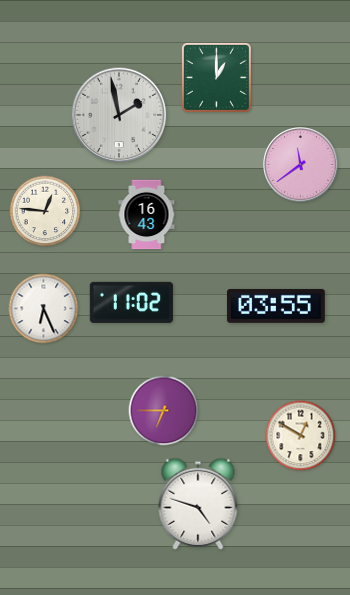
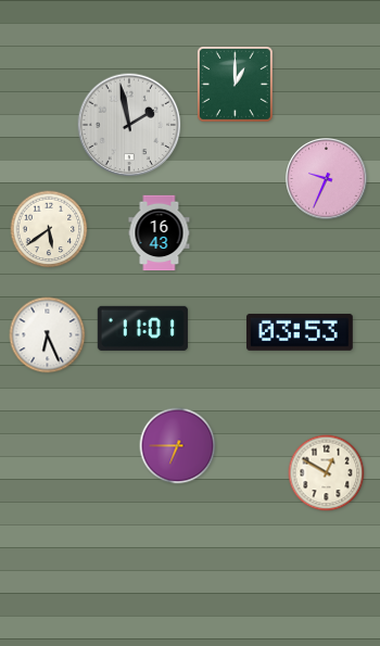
clock at (301, 165): 11:39 -> 9:34
clock at (45, 211): 12:46 -> 5:39
clock at (131, 302): 11:02 -> 11:01
clock at (276, 306): 03:55 -> 03:53
clock at (198, 504): 4:48 -> none
